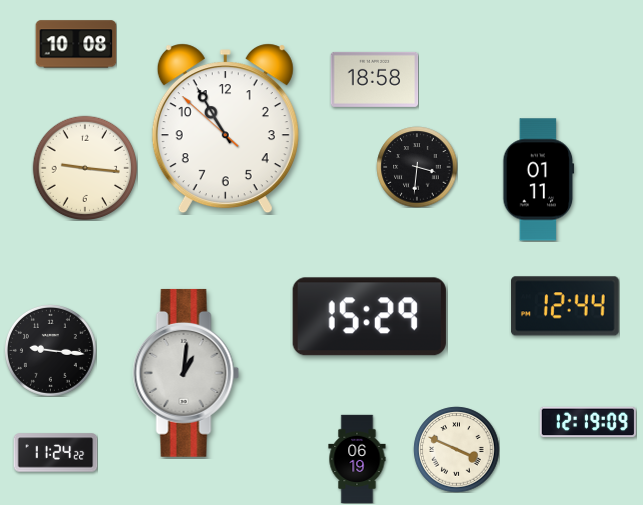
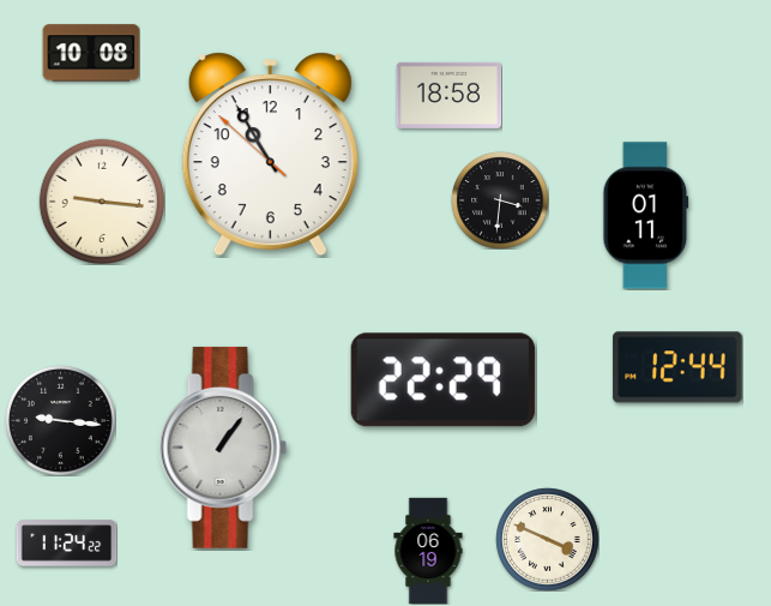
clock at (369, 317): 15:29 -> 22:29
clock at (186, 373): 1:01 -> 1:06
clock at (588, 422): 12:19 -> none
